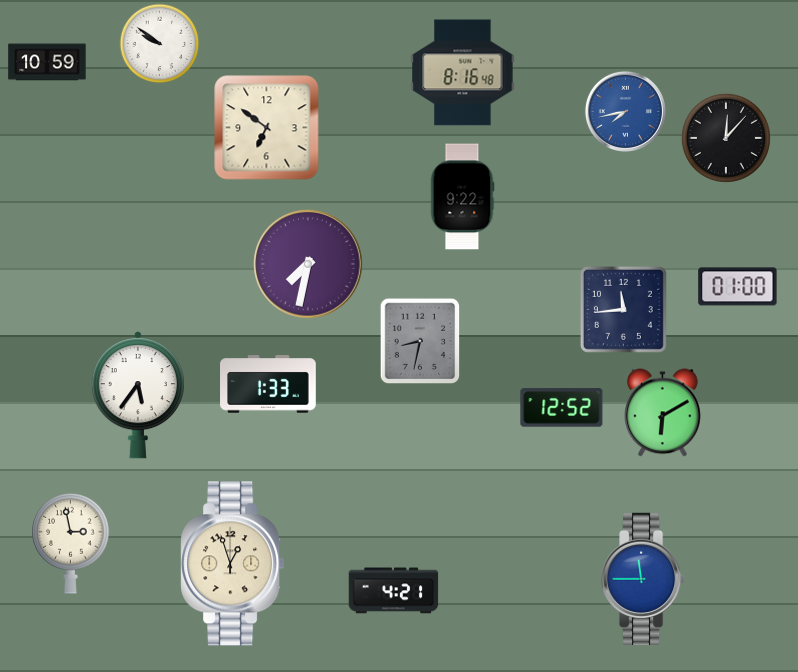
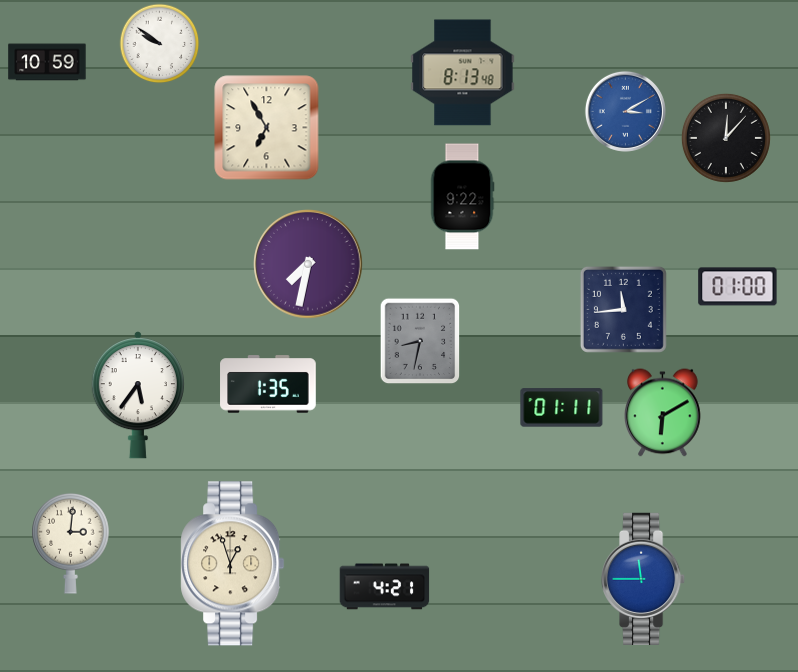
clock at (463, 73): 8:16 -> 8:13
clock at (625, 111): 7:43 -> 3:10
clock at (267, 128): 6:51 -> 6:55
clock at (268, 384): 1:33 -> 1:35
clock at (562, 408): 12:52 -> 01:11
clock at (71, 544): 2:58 -> 3:01
clock at (394, 591) position: (394, 591) -> (385, 587)
